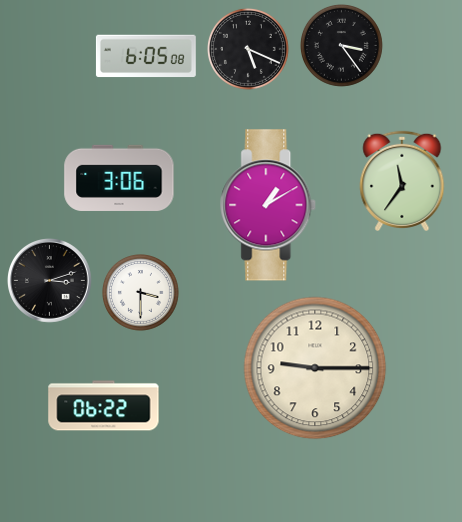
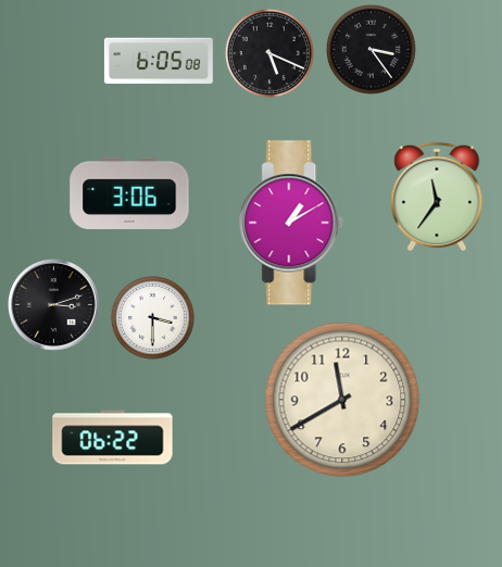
clock at (315, 368): 9:15 -> 11:40
clock at (104, 406) position: (104, 406) -> (113, 438)
